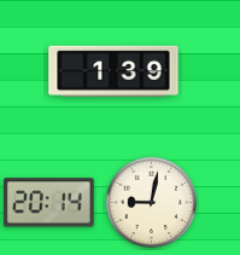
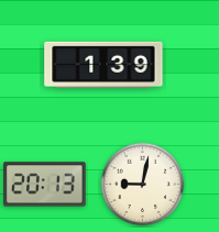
clock at (49, 203): 20:14 -> 20:13
clock at (152, 203) position: (152, 203) -> (143, 185)
